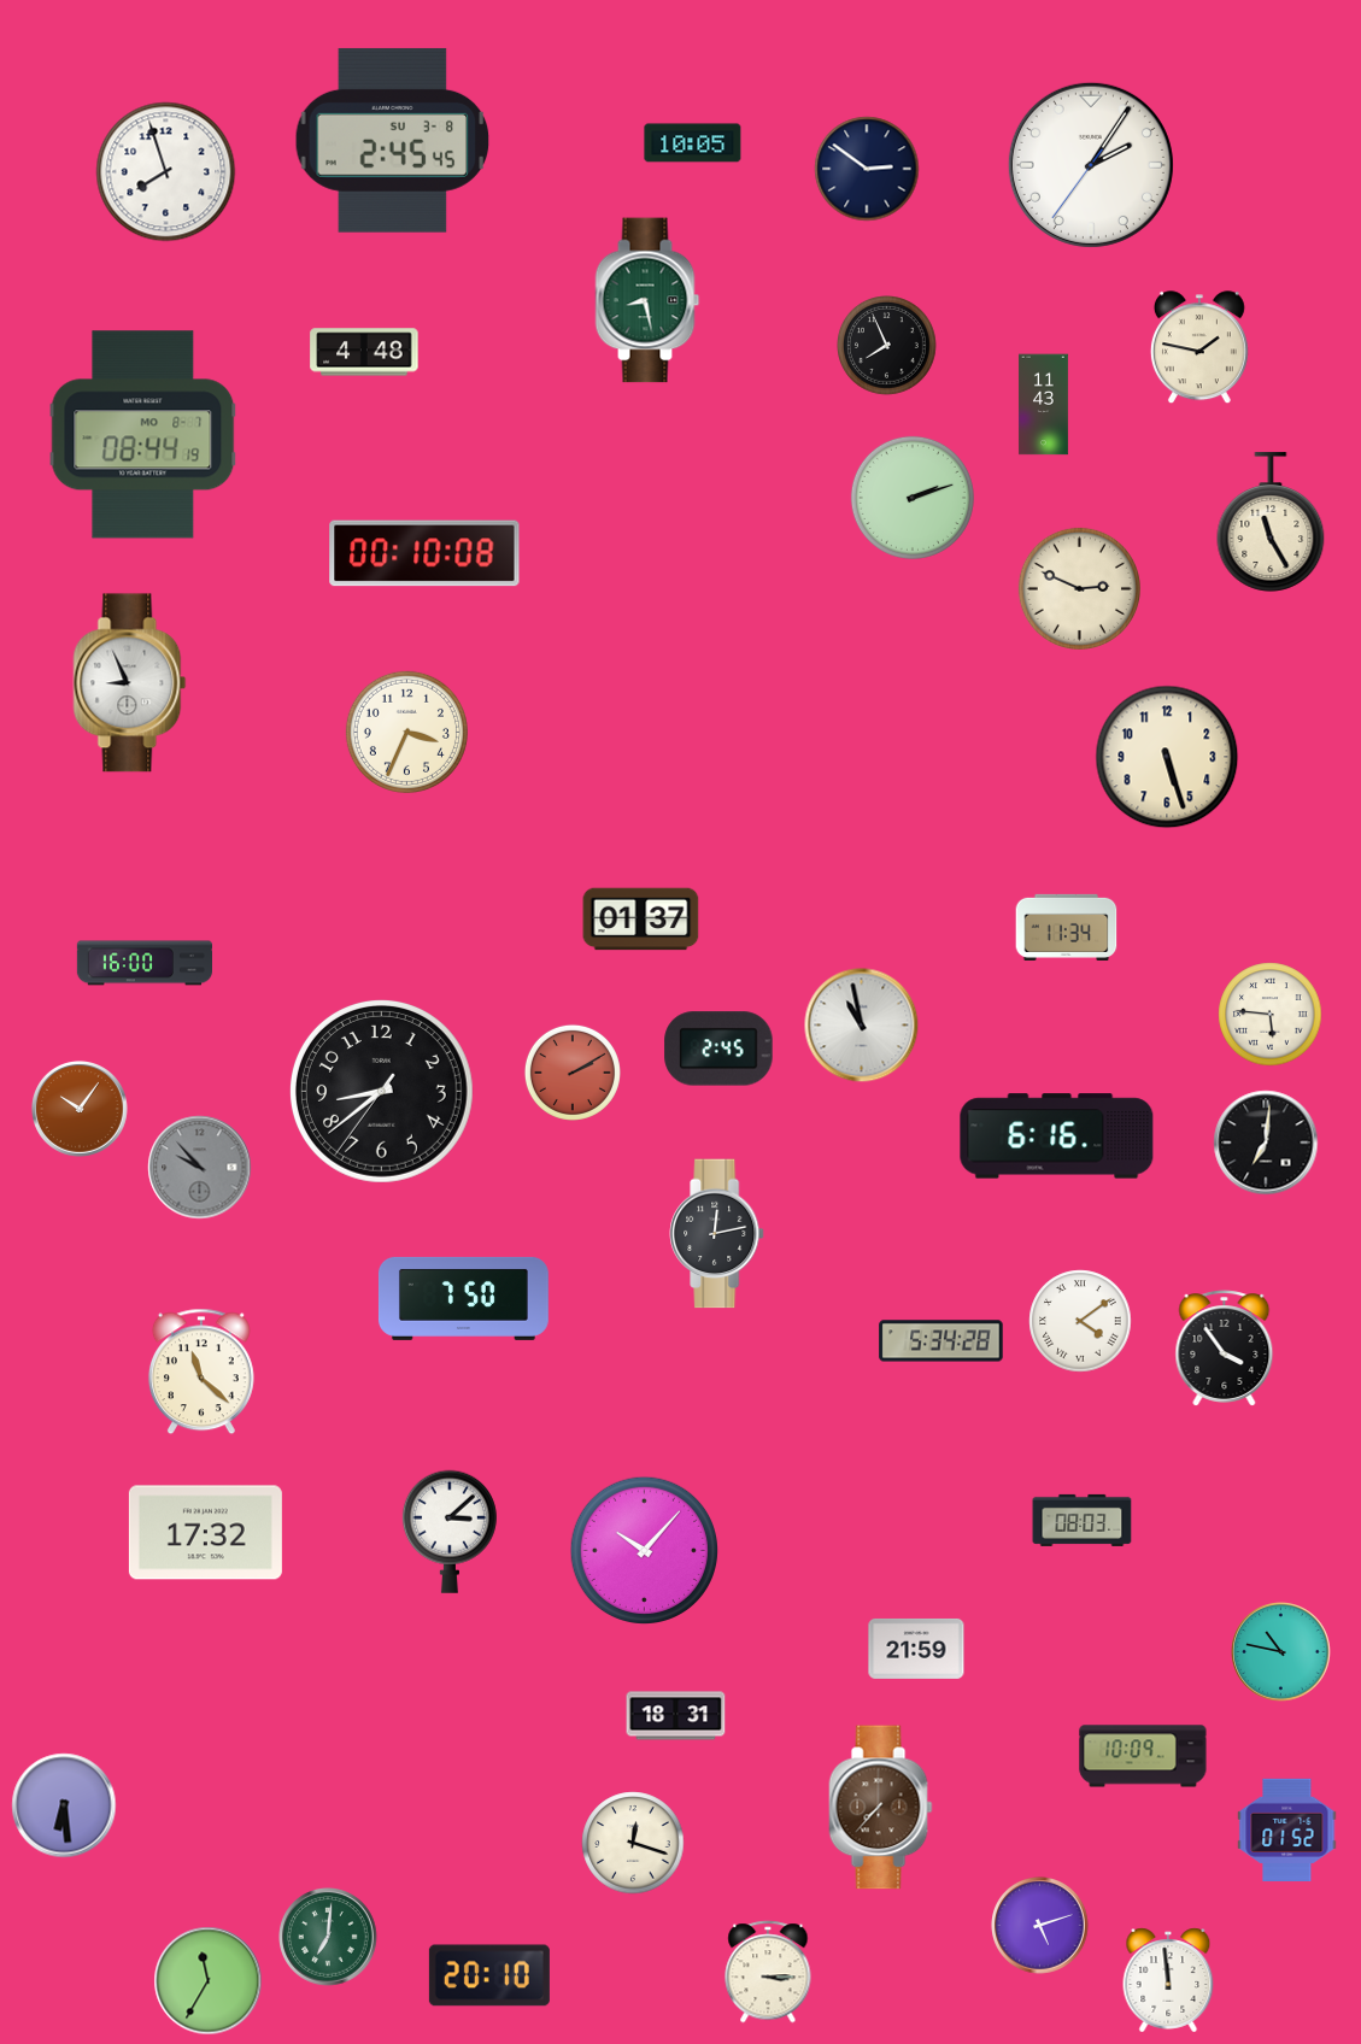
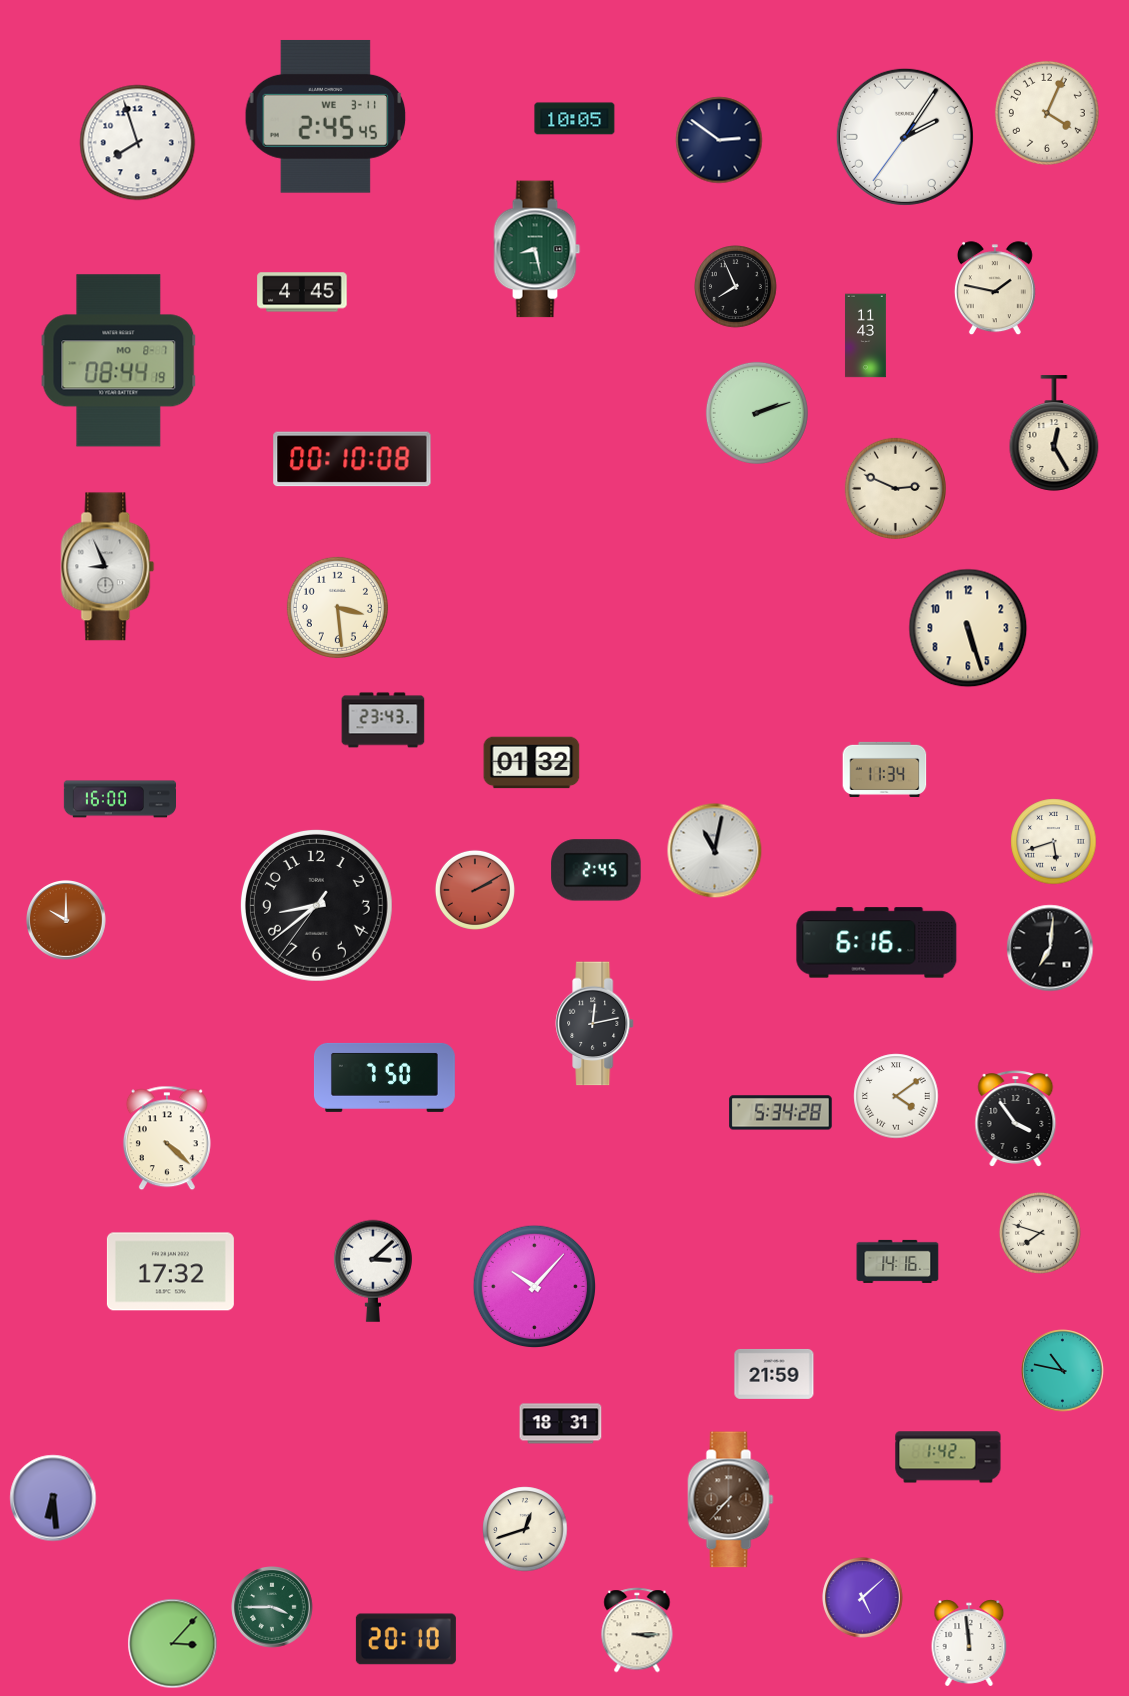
clock at (1047, 113): none -> 4:04
clock at (393, 140) date: SU 3-8 -> WE 3-11
clock at (364, 352): 4:48 -> 4:45
clock at (1271, 522): 11:25 -> 12:25
clock at (406, 732): 3:34 -> 3:29
clock at (383, 720): none -> 23:43
clock at (641, 920): 01:37 -> 01:32
clock at (1271, 1015): 5:46 -> 5:42
clock at (862, 1026): 10:58 -> 11:02
clock at (81, 1110): 10:06 -> 10:00
clock at (200, 1168): 9:53 -> none
clock at (201, 1372): 11:22 -> 4:22
clock at (1040, 1233): none -> 7:48
clock at (1083, 1520): 08:03 -> 14:16
clock at (916, 1649) position: (916, 1649) -> (774, 1374)
clock at (1143, 1756): 10:09 -> 1:42
clock at (1287, 1829): 01:52 -> none
clock at (633, 1843): 12:18 -> 12:42
clock at (1040, 1926): 5:12 -> 5:08
clock at (328, 1937): 7:01 -> 3:45
clock at (768, 1972) position: (768, 1972) -> (637, 1630)
clock at (209, 1981): 11:35 -> 3:07
